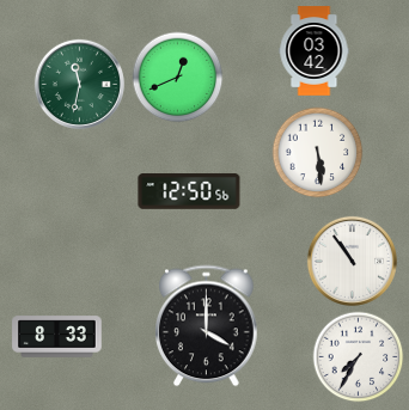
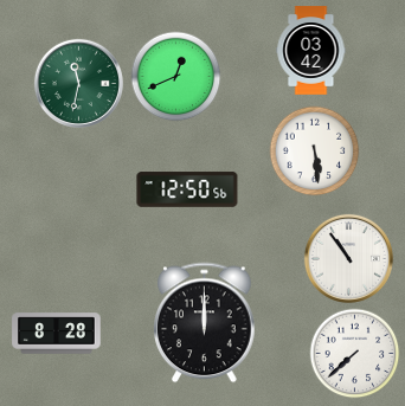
clock at (207, 326): 4:00 -> 12:00
clock at (57, 337): 8:33 -> 8:28
clock at (359, 357): 7:35 -> 7:38
